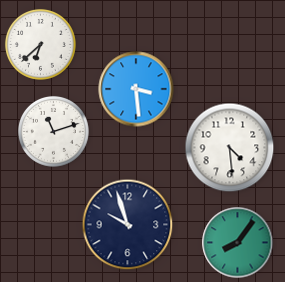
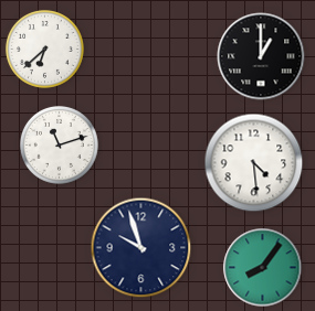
clock at (261, 56): none -> 1:00
clock at (136, 89): 3:29 -> none
